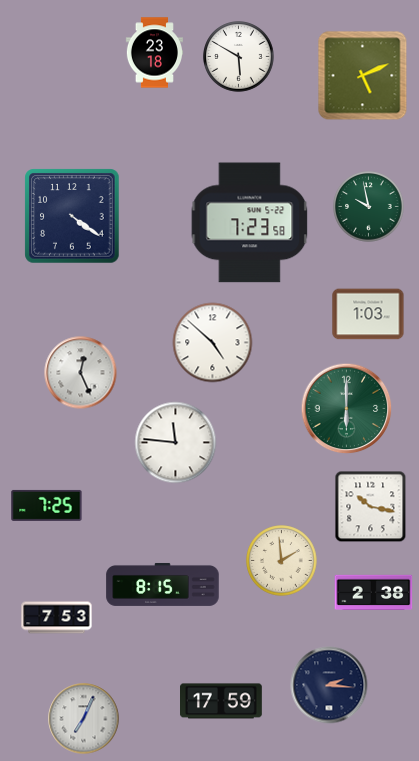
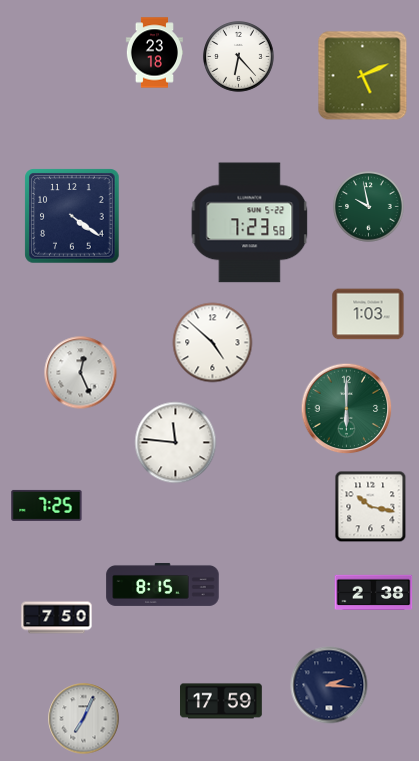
clock at (239, 57): 5:50 -> 6:23
clock at (282, 561): 1:59 -> none
clock at (57, 618): 7:53 -> 7:50
